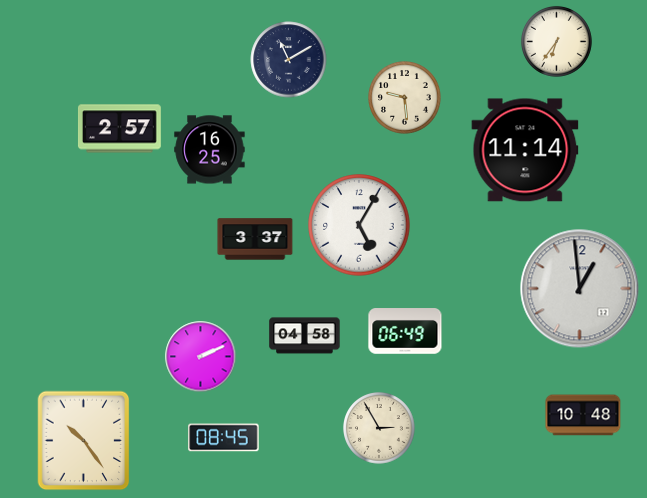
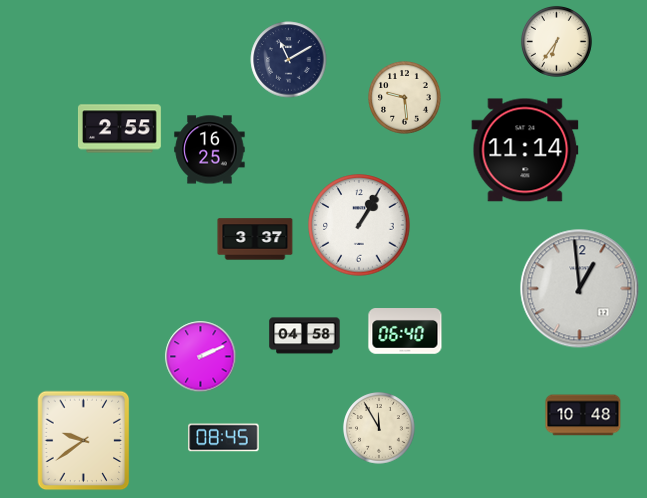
clock at (120, 129): 2:57 -> 2:55
clock at (359, 225): 5:05 -> 1:05
clock at (405, 331): 06:49 -> 06:40
clock at (380, 429): 2:55 -> 11:55
clock at (84, 441): 10:24 -> 9:39
